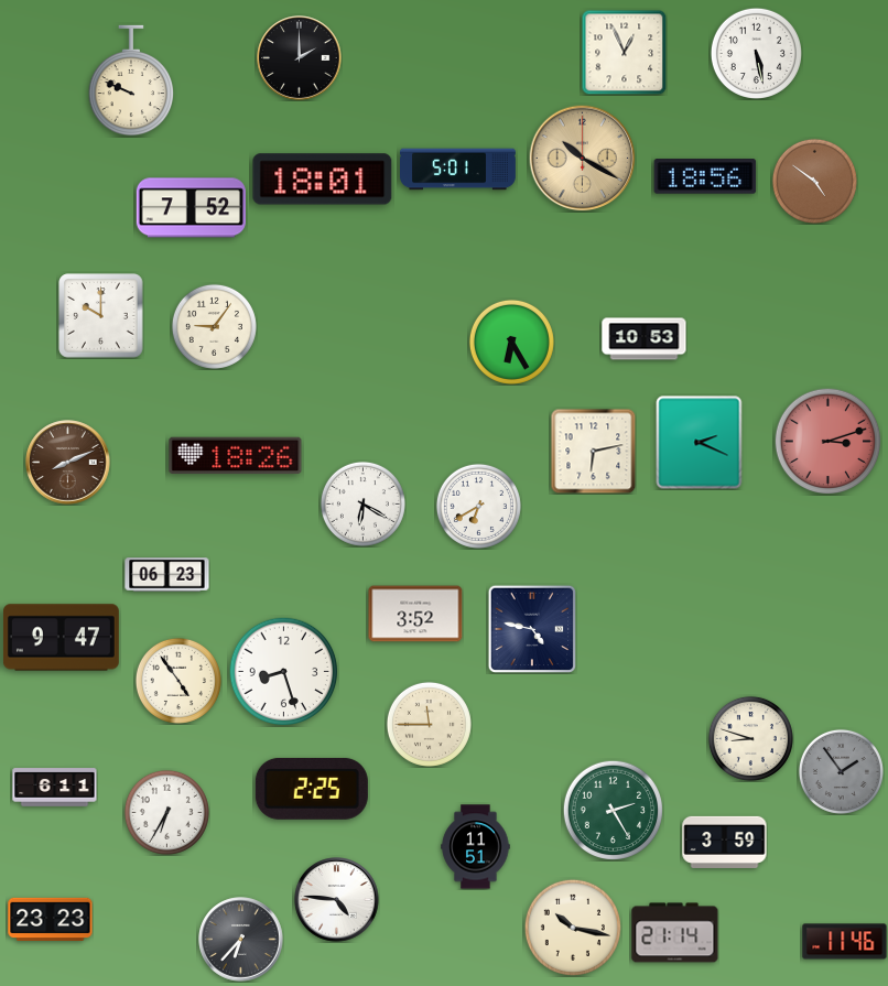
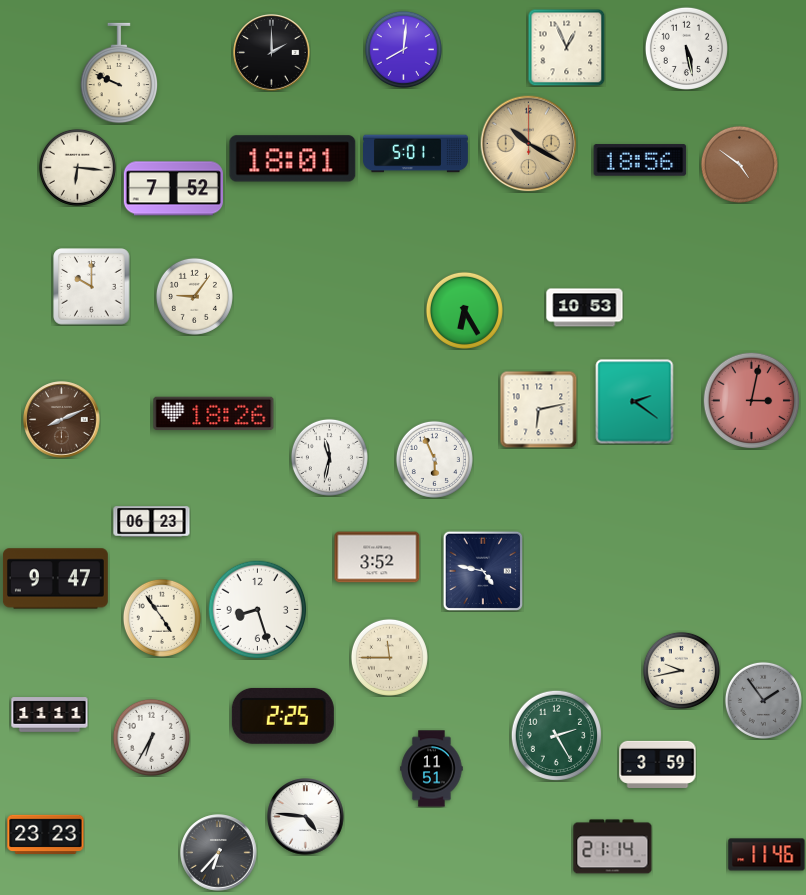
clock at (403, 49): none -> 8:01
clock at (323, 180) position: (323, 180) -> (293, 159)
clock at (77, 167): none -> 6:16
clock at (827, 441): 3:12 -> 3:02
clock at (700, 443): 2:19 -> 2:21
clock at (362, 503): 6:20 -> 11:32
clock at (478, 506): 6:40 -> 5:56
clock at (750, 738): 8:48 -> 9:43
clock at (55, 788): 6:11 -> 11:11
clock at (573, 928): 10:17 -> none
